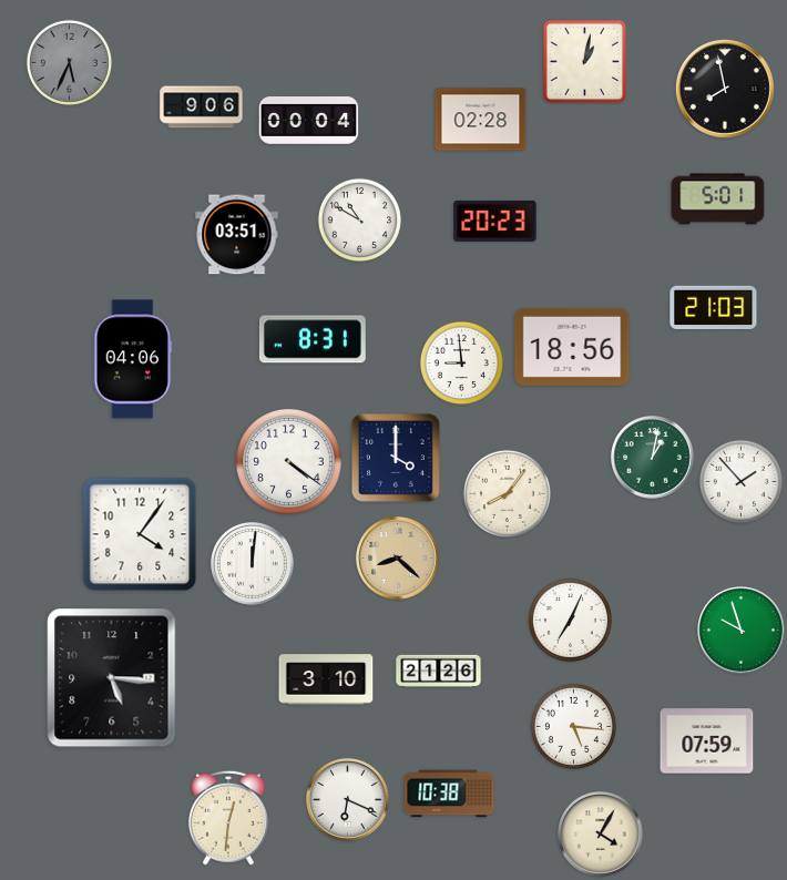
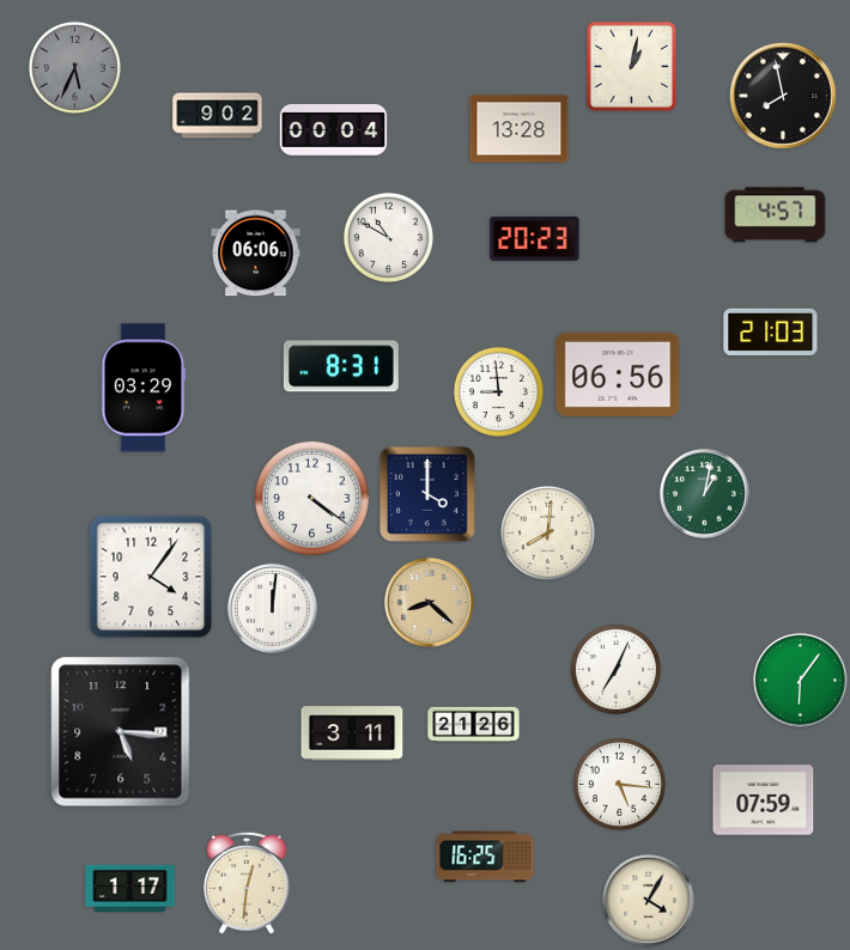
clock at (202, 108): 9:06 -> 9:02
clock at (481, 120): 02:28 -> 13:28
clock at (718, 199): 5:01 -> 4:57
clock at (237, 235): 03:51 -> 06:06
clock at (313, 339) position: (313, 339) -> (341, 366)
clock at (572, 347): 18:56 -> 06:56
clock at (133, 359): 04:06 -> 03:29
clock at (740, 481): 1:53 -> none
clock at (507, 493): 8:06 -> 8:01
clock at (742, 631): 9:57 -> 6:06
clock at (326, 679): 3:10 -> 3:11
clock at (449, 794): 10:38 -> 16:25
clock at (348, 800): 6:19 -> none
clock at (130, 888): none -> 1:17
